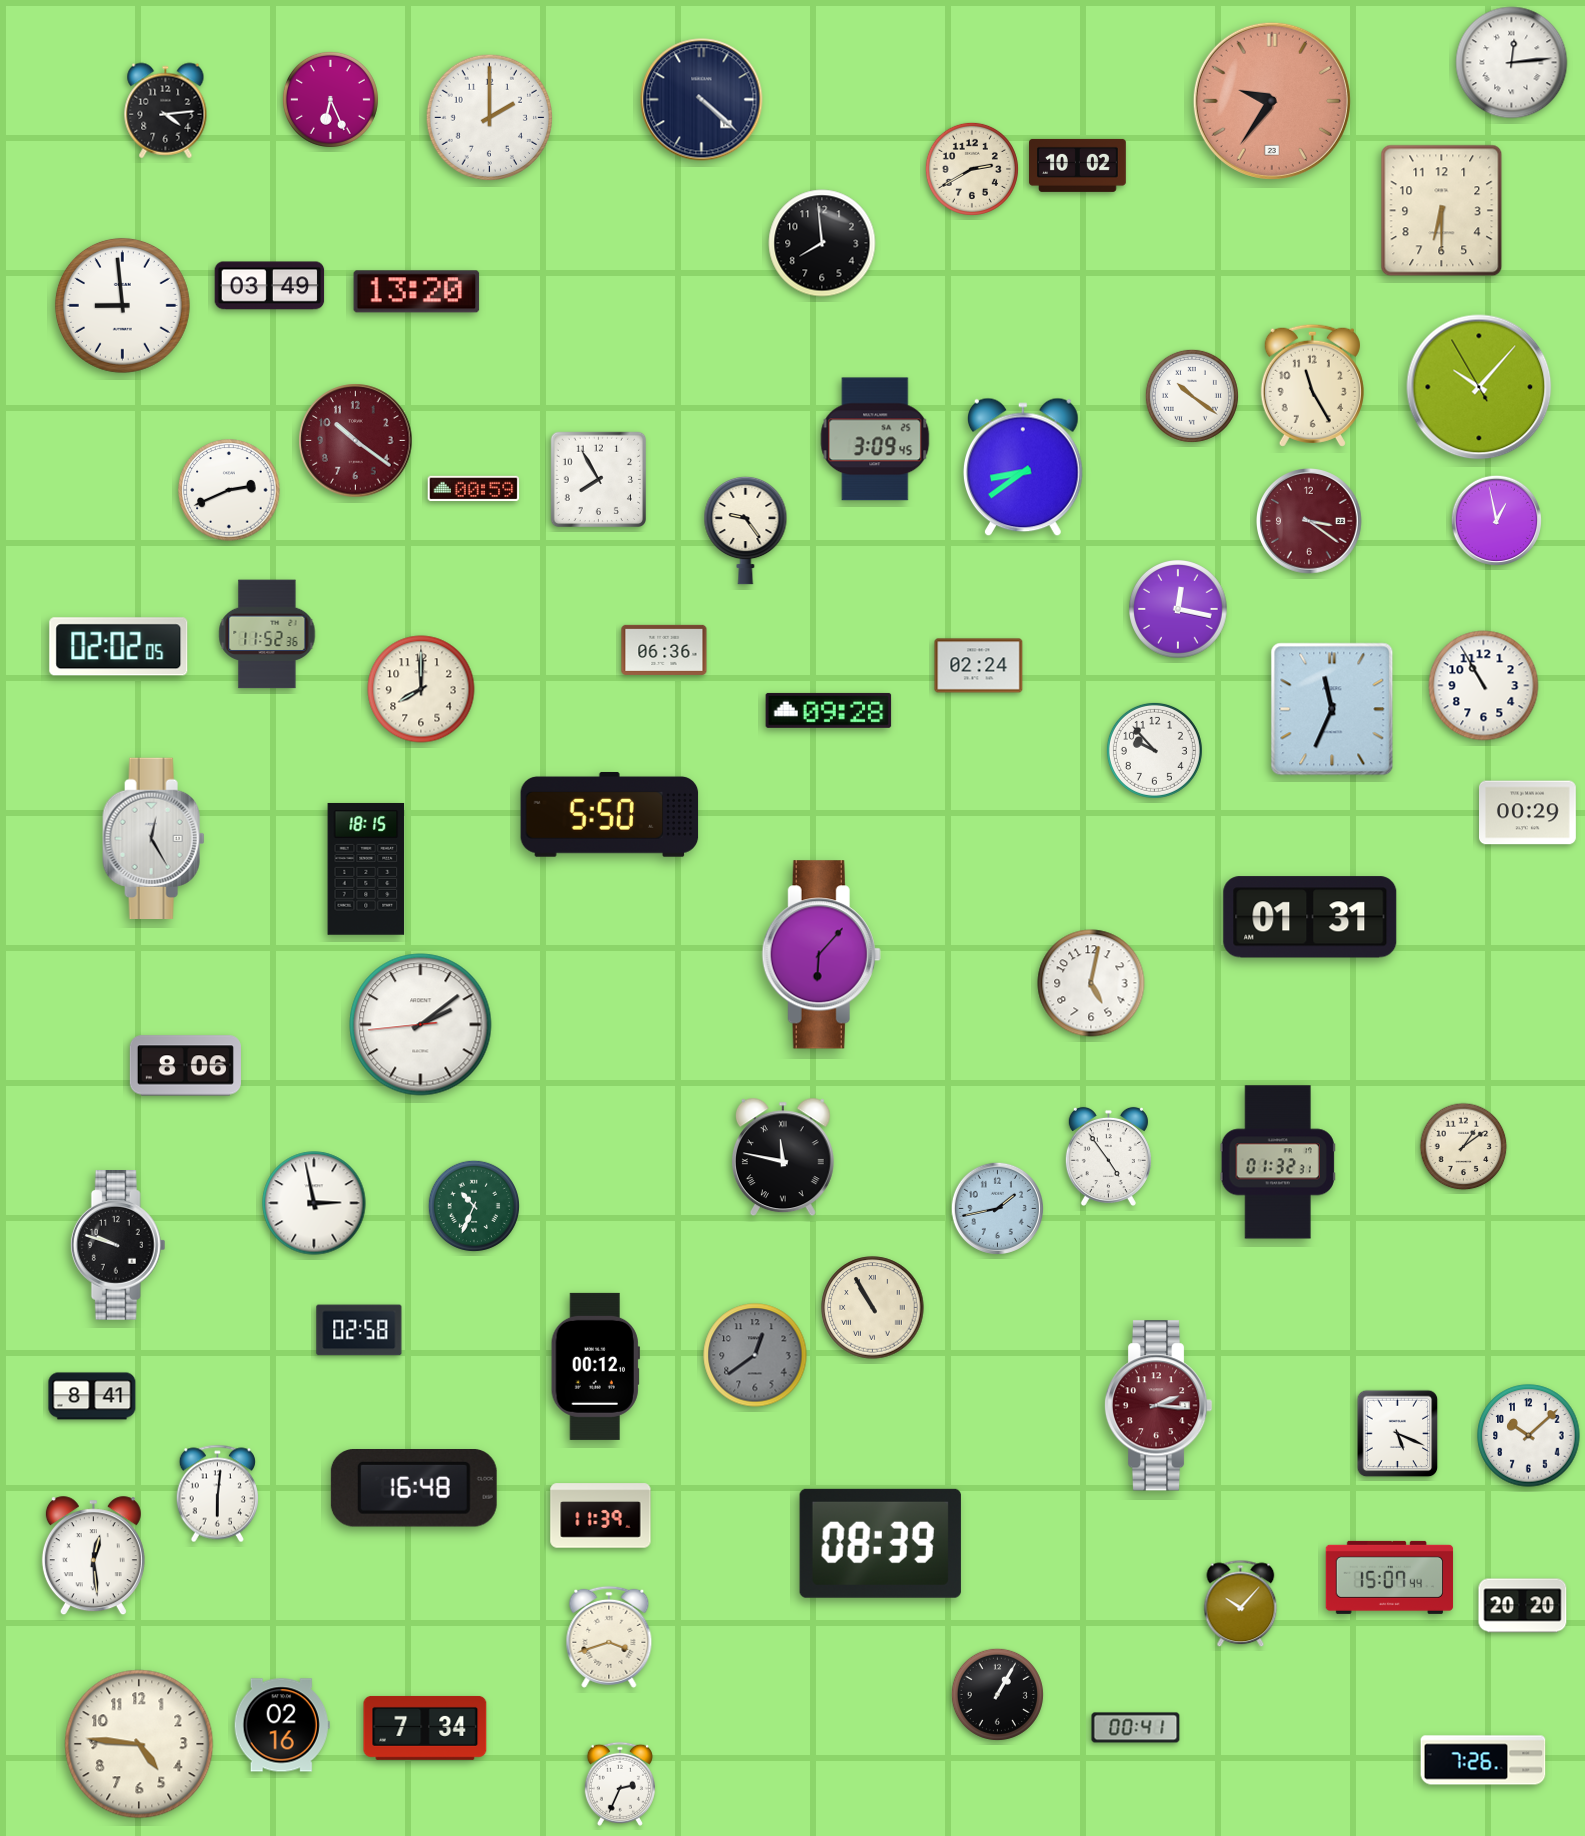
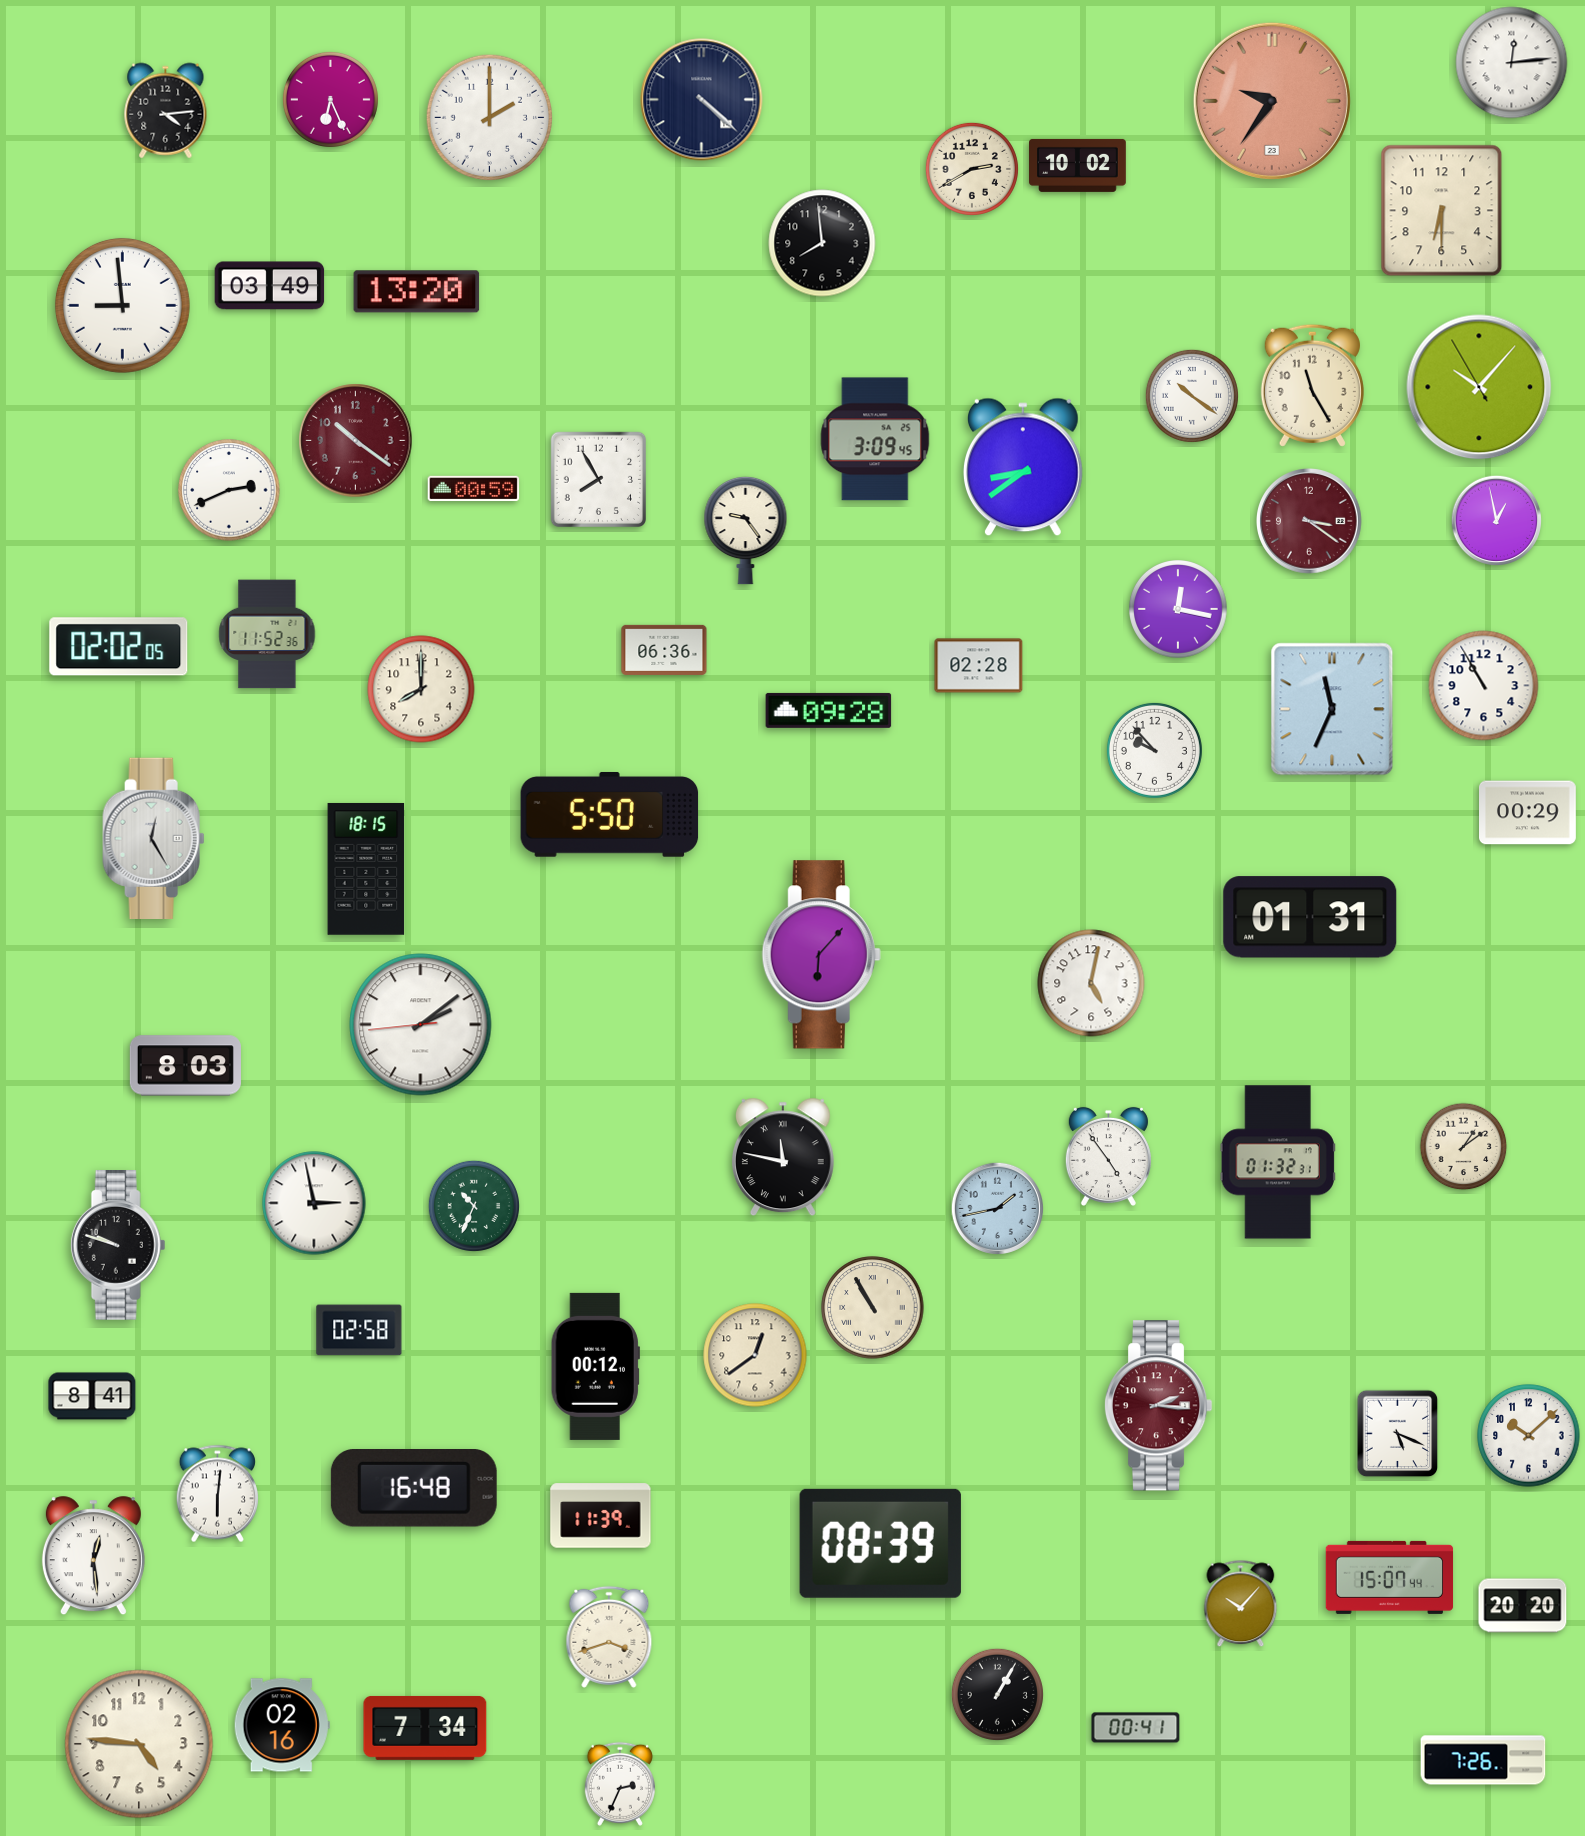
clock at (979, 666): 02:24 -> 02:28
clock at (185, 1066): 8:06 -> 8:03
clock at (755, 1355) dial: grey -> cream
